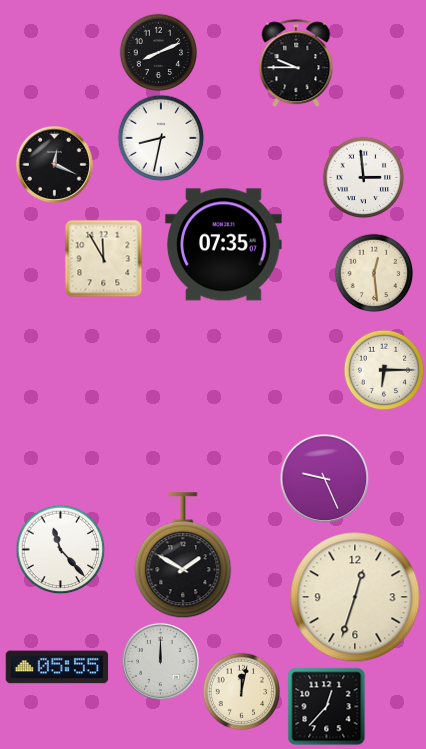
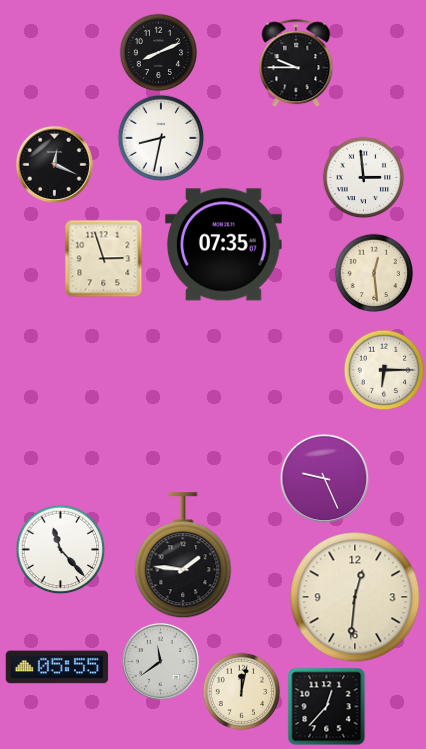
clock at (103, 258): 11:55 -> 2:57
clock at (183, 556): 1:50 -> 1:46
clock at (355, 597): 12:33 -> 12:31
clock at (160, 661): 12:00 -> 11:39
